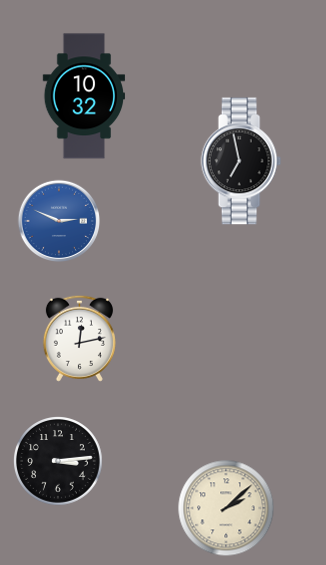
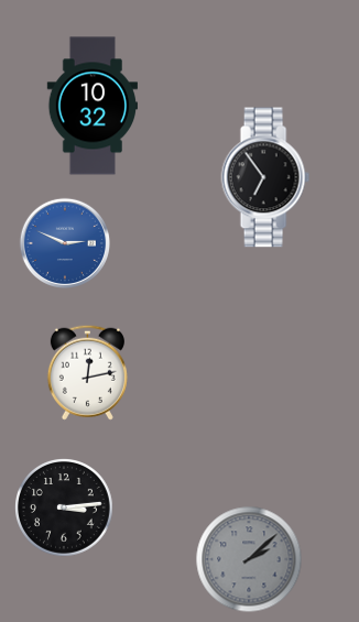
clock at (241, 161): 6:58 -> 6:54
clock at (226, 508) dial: cream -> grey
